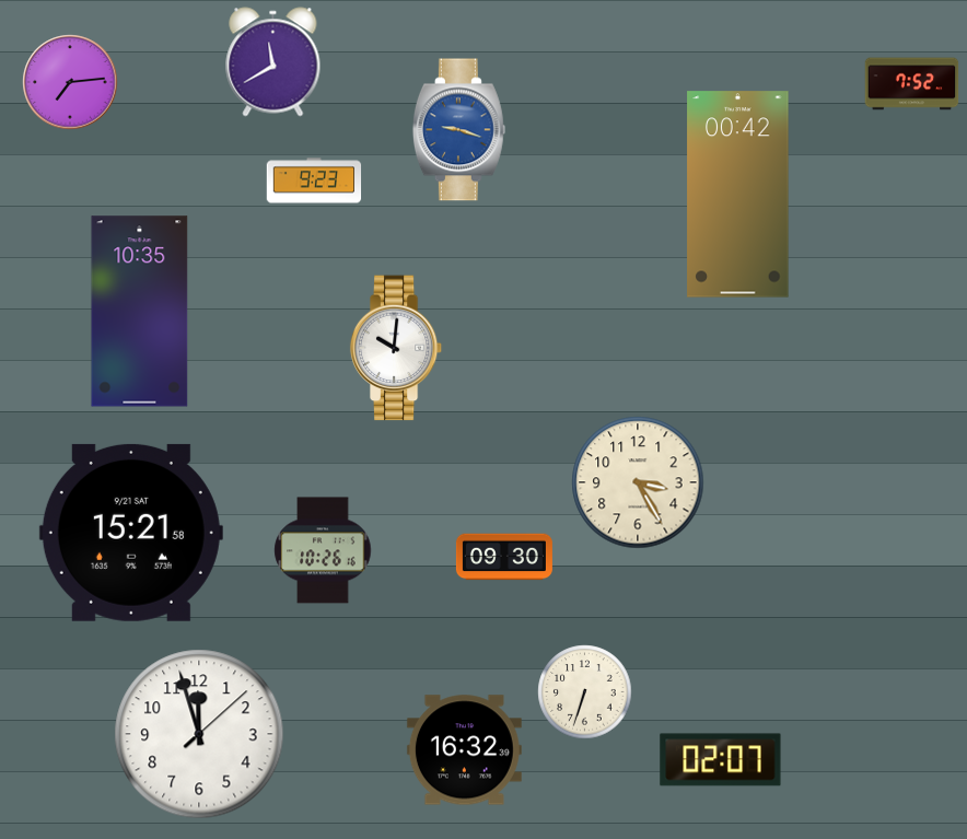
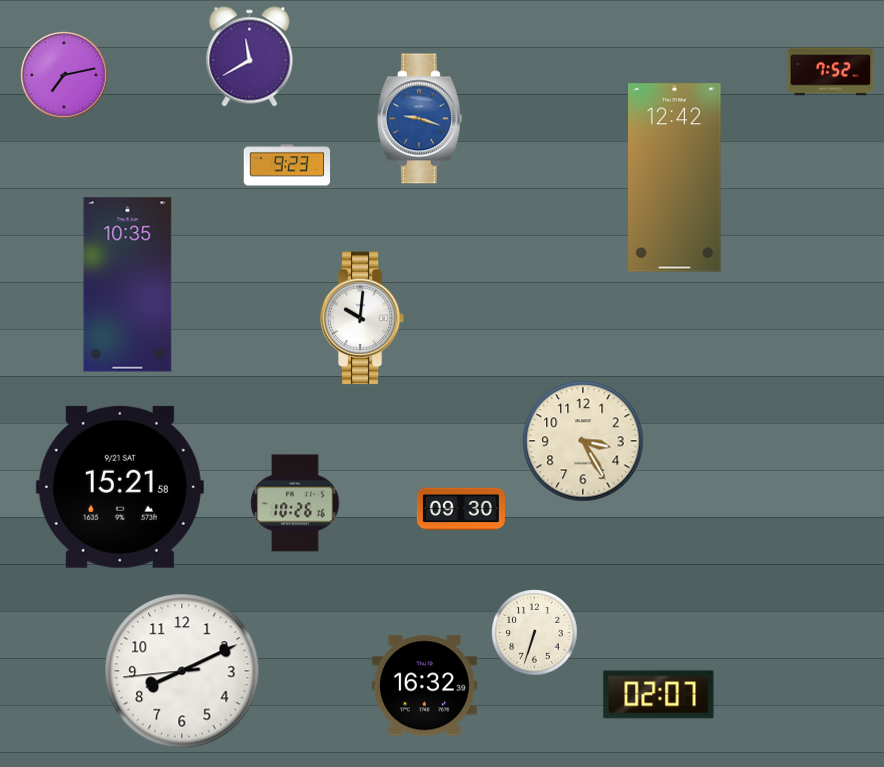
clock at (70, 82): 7:14 -> 7:13
clock at (912, 84) position: (912, 84) -> (831, 72)
clock at (738, 195): 00:42 -> 12:42
clock at (199, 734): 11:57 -> 8:10
